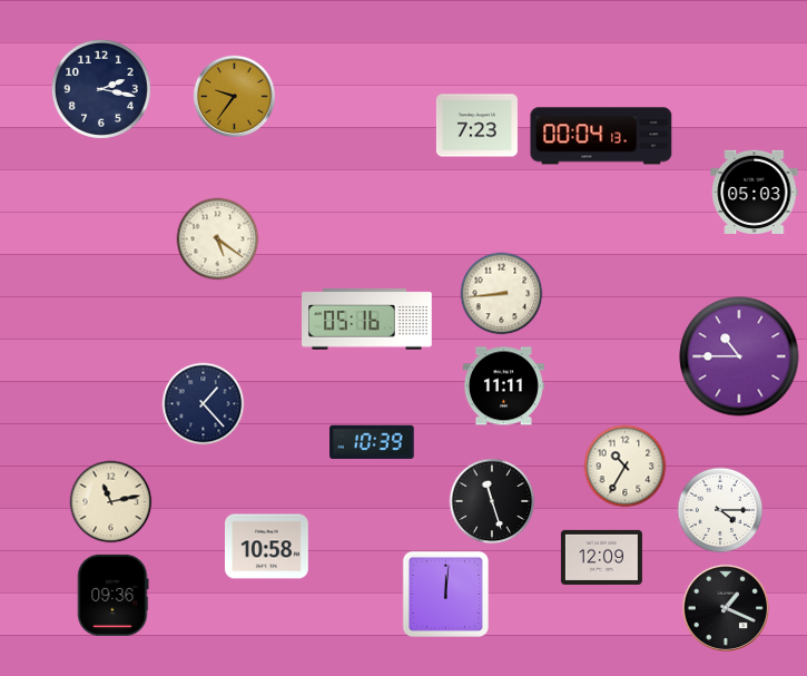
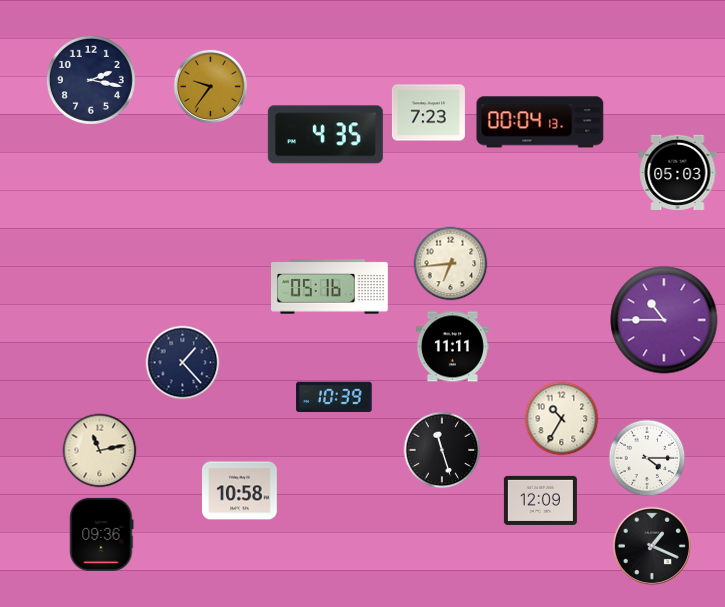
clock at (325, 135): none -> 4:35
clock at (218, 239): 5:21 -> none
clock at (502, 294): 8:44 -> 6:44
clock at (445, 594): 12:01 -> none
